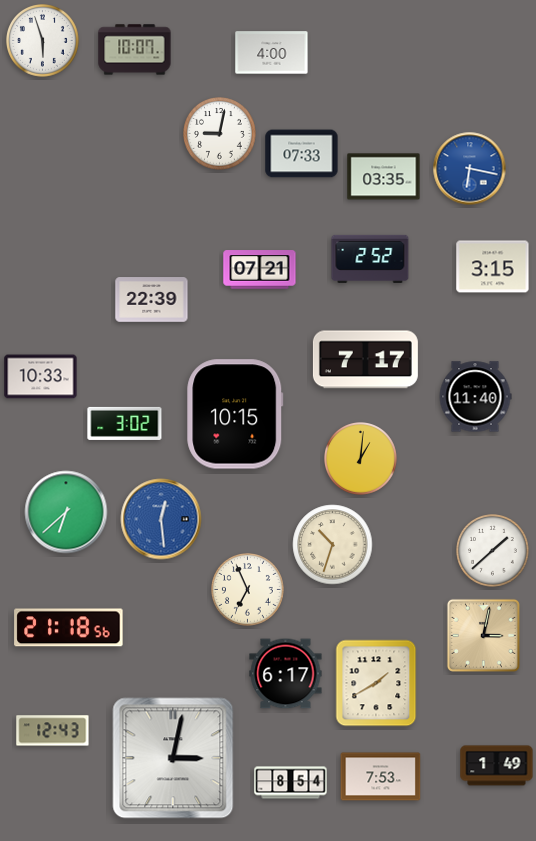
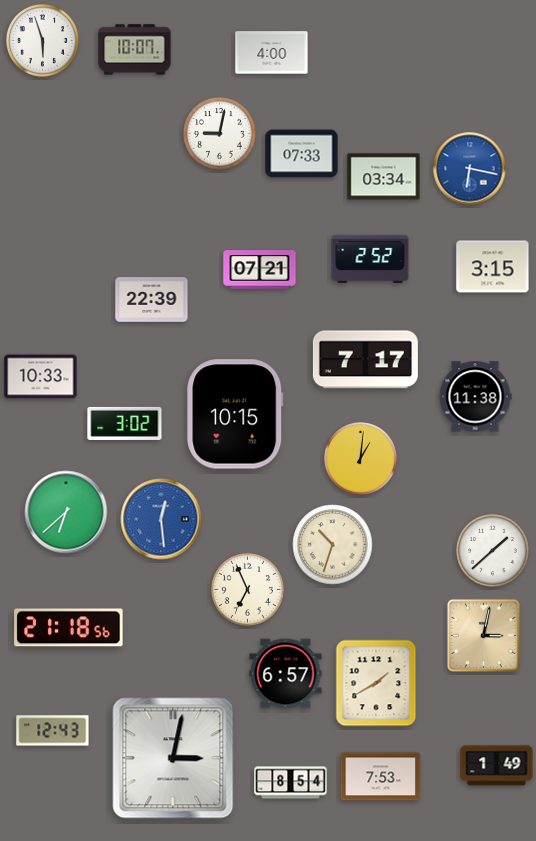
clock at (384, 177): 03:35 -> 03:34
clock at (475, 397): 11:40 -> 11:38
clock at (286, 674): 6:17 -> 6:57
